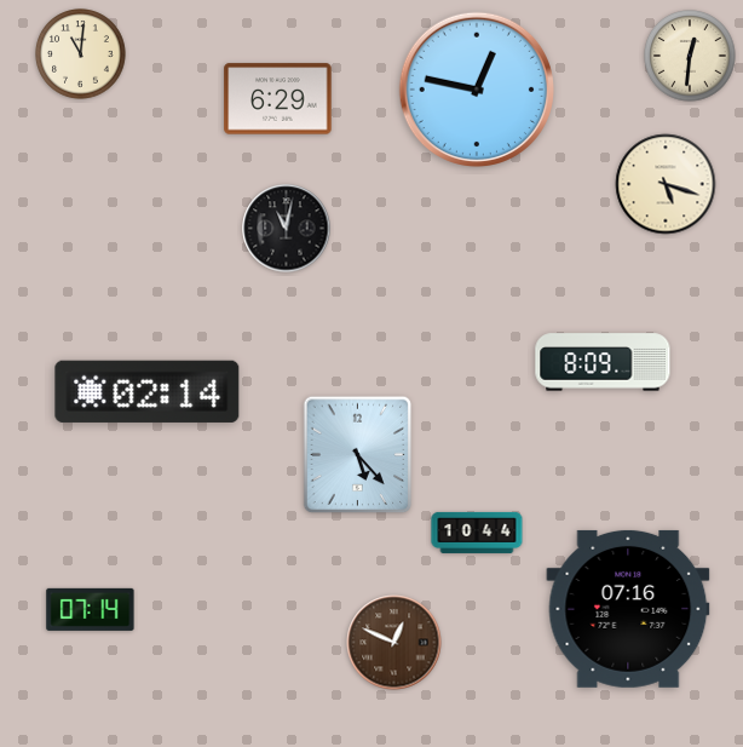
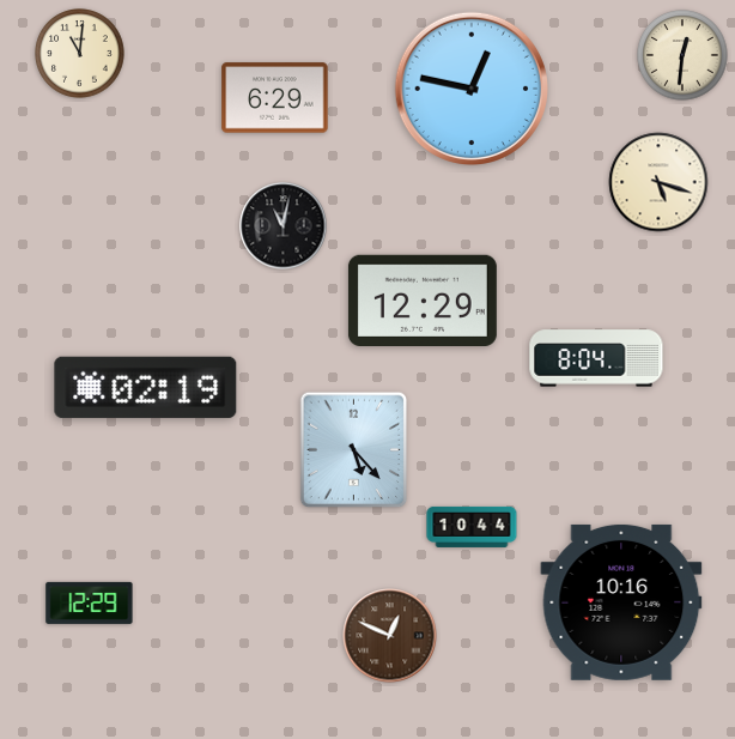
clock at (423, 299): none -> 12:29
clock at (603, 362): 8:09 -> 8:04
clock at (148, 391): 02:14 -> 02:19
clock at (91, 609): 07:14 -> 12:29
clock at (628, 609): 07:16 -> 10:16
